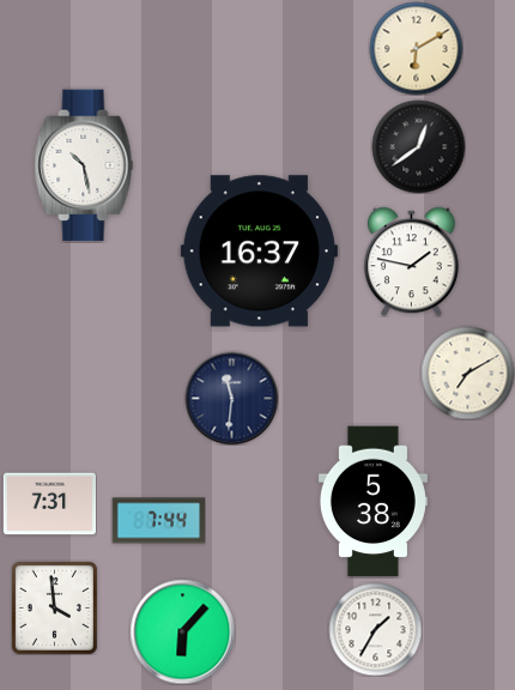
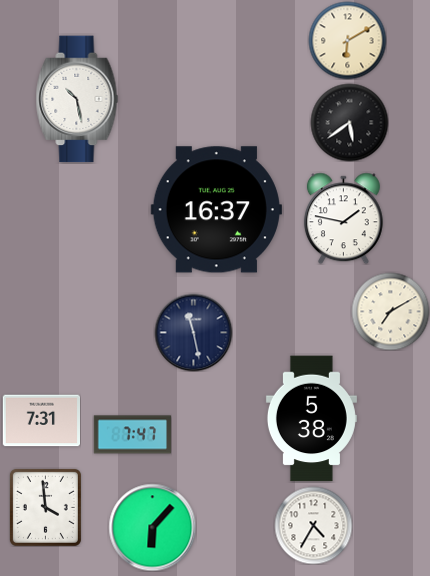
clock at (418, 146): 12:39 -> 5:39
clock at (84, 165) position: (84, 165) -> (77, 99)
clock at (231, 398): 11:31 -> 11:28
clock at (158, 521): 7:44 -> 7:47
clock at (375, 629): 1:35 -> 4:35
